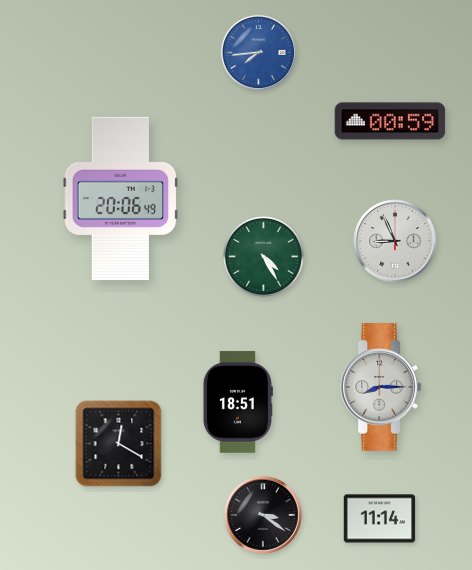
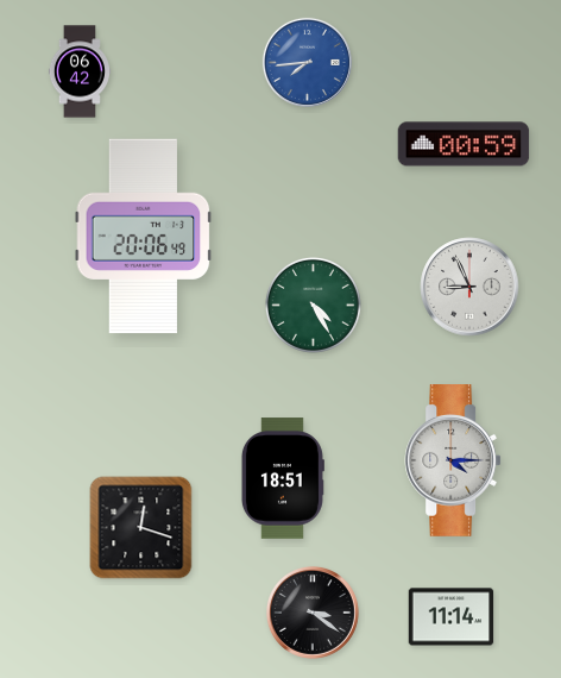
clock at (78, 71): none -> 06:42
clock at (381, 388): 8:15 -> 4:15
clock at (119, 444): 12:20 -> 12:18
